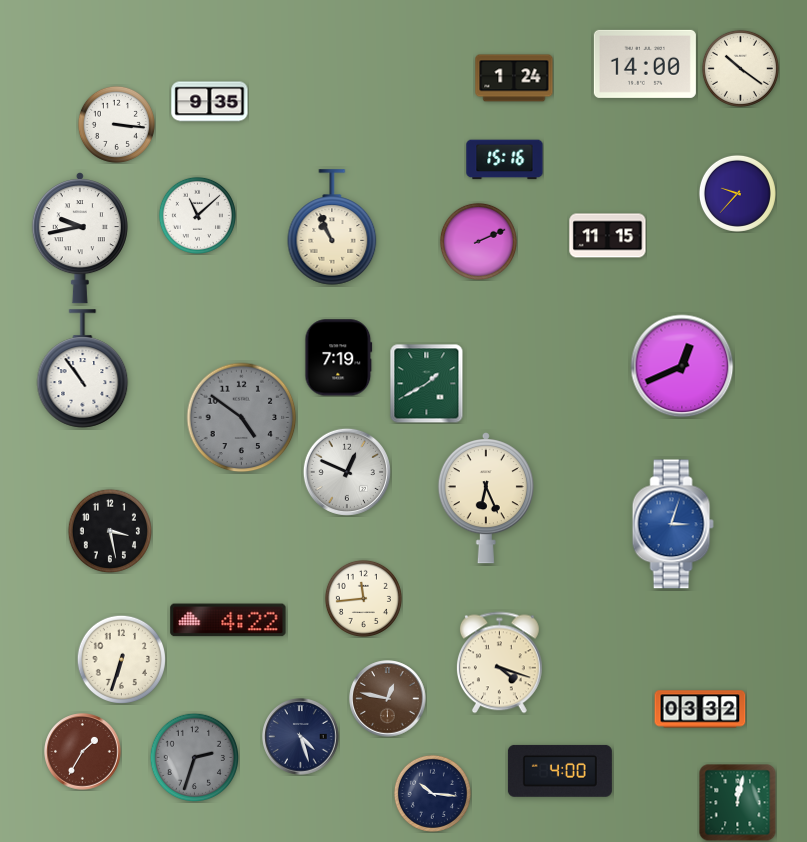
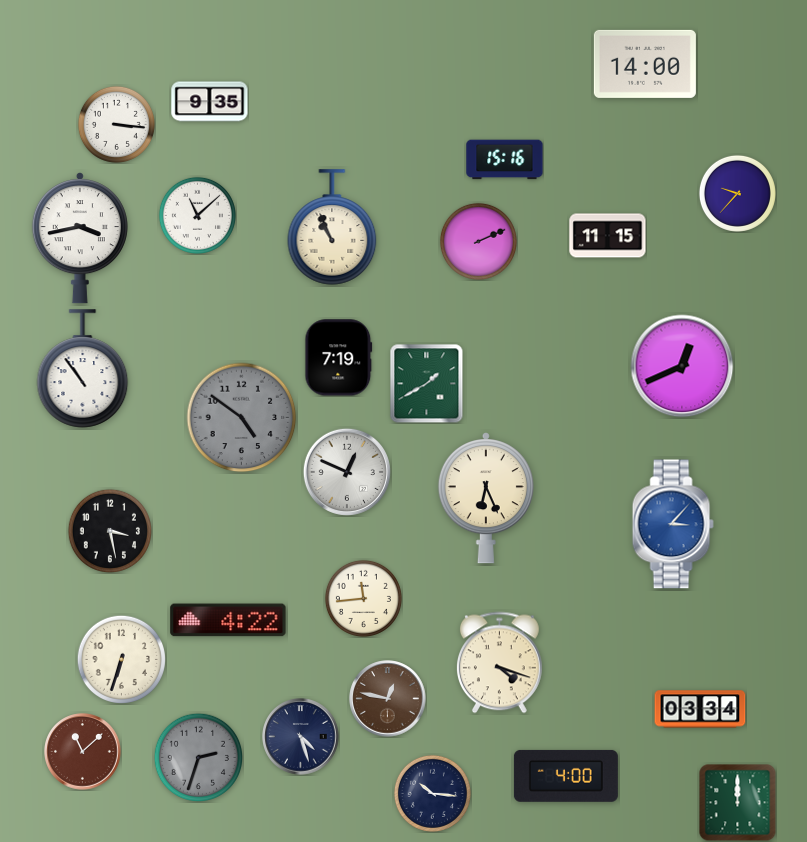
clock at (740, 68): 10:21 -> none
clock at (514, 78): 1:24 -> none
clock at (80, 239): 9:43 -> 3:43
clock at (673, 524): 3:03 -> 3:07
clock at (700, 709): 03:32 -> 03:34
clock at (83, 752): 1:35 -> 11:08
clock at (194, 757) position: (194, 757) -> (198, 757)
clock at (560, 771) position: (560, 771) -> (566, 776)
clock at (737, 803): 12:02 -> 12:00
